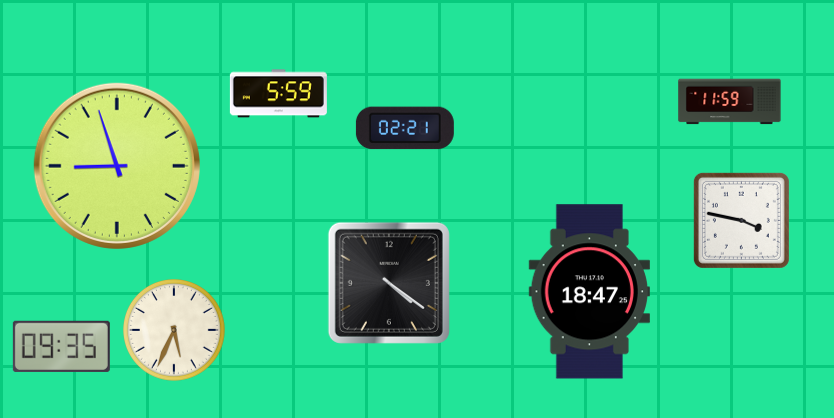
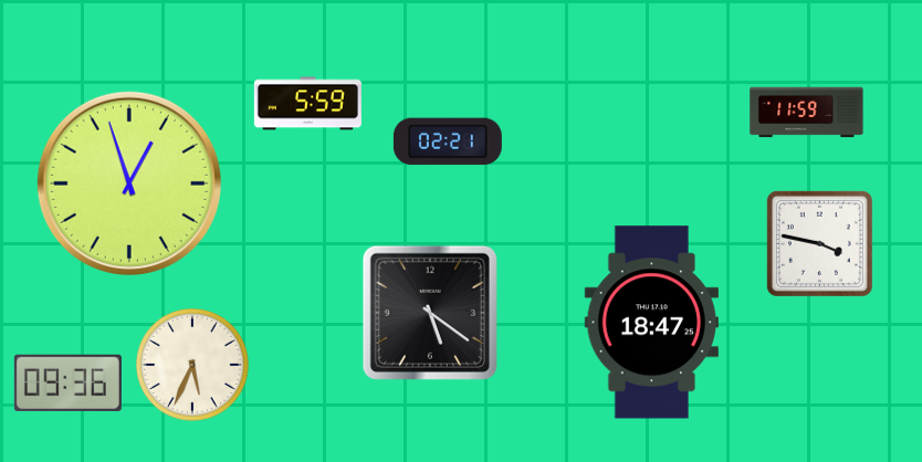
clock at (117, 166): 8:57 -> 12:57
clock at (389, 283): 4:21 -> 5:21
clock at (61, 346): 09:35 -> 09:36
